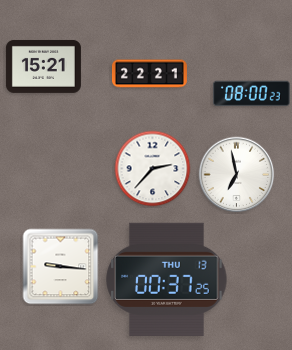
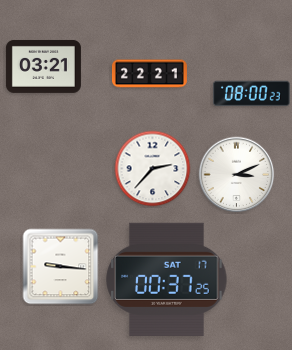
clock at (43, 66): 15:21 -> 03:21
clock at (237, 175): 6:58 -> 3:11
clock at (167, 279) date: THU 13 -> SAT 17
